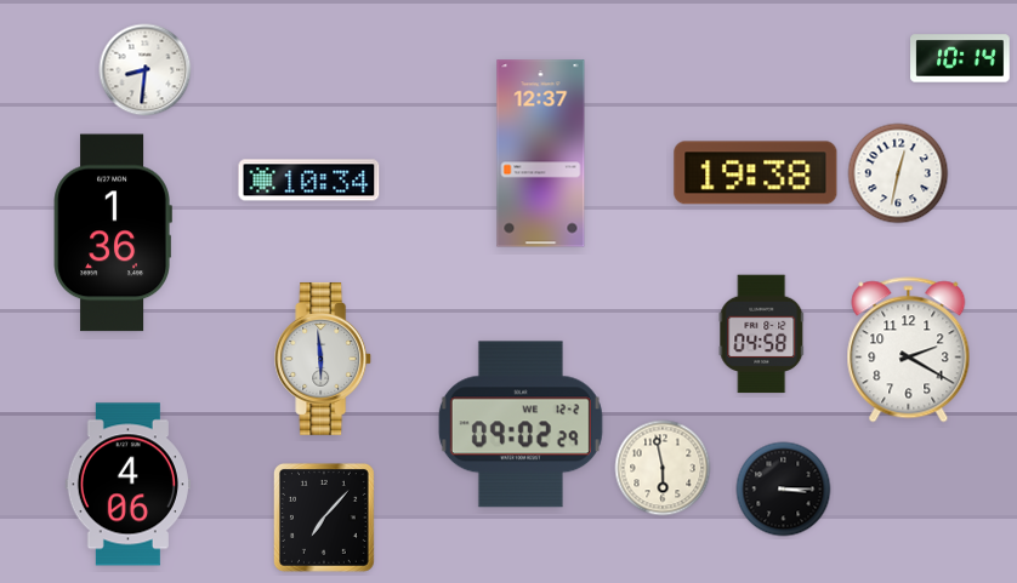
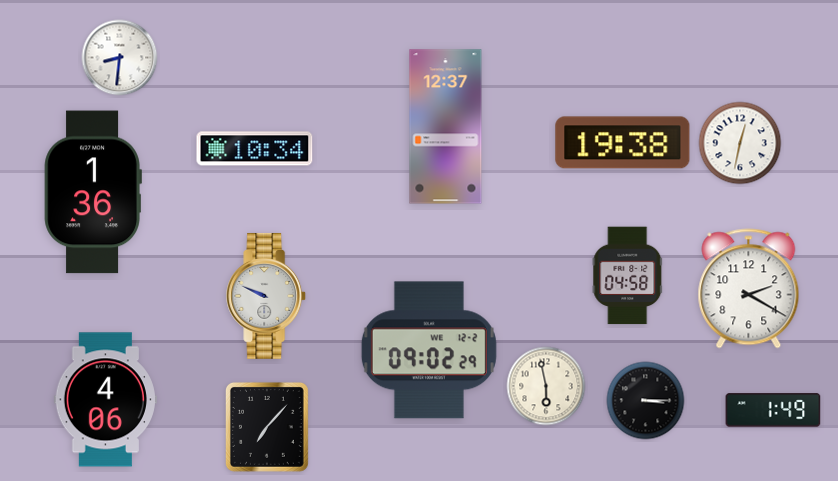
clock at (960, 58): 10:14 -> none
clock at (324, 359): 5:59 -> 9:49
clock at (784, 490) position: (784, 490) -> (646, 401)
clock at (773, 410): none -> 1:49
